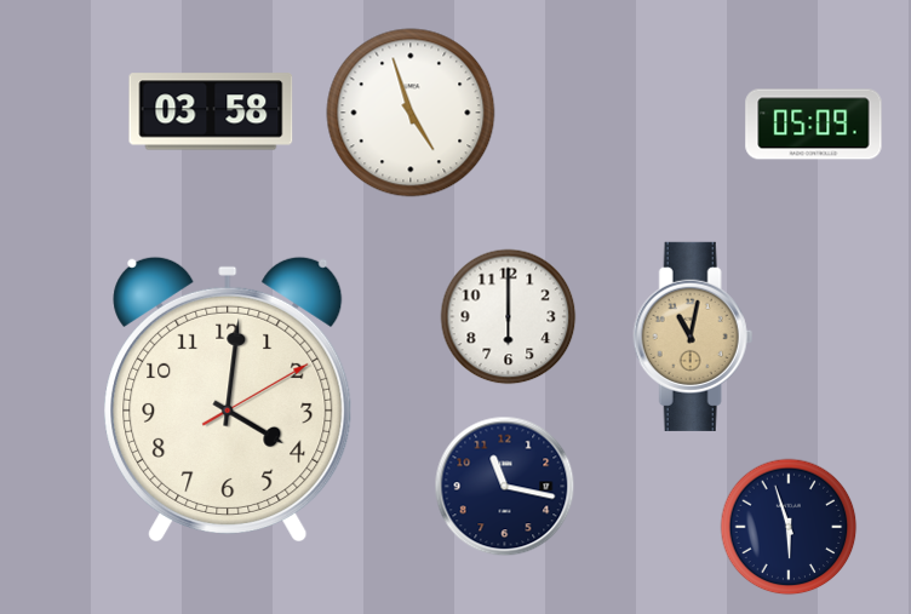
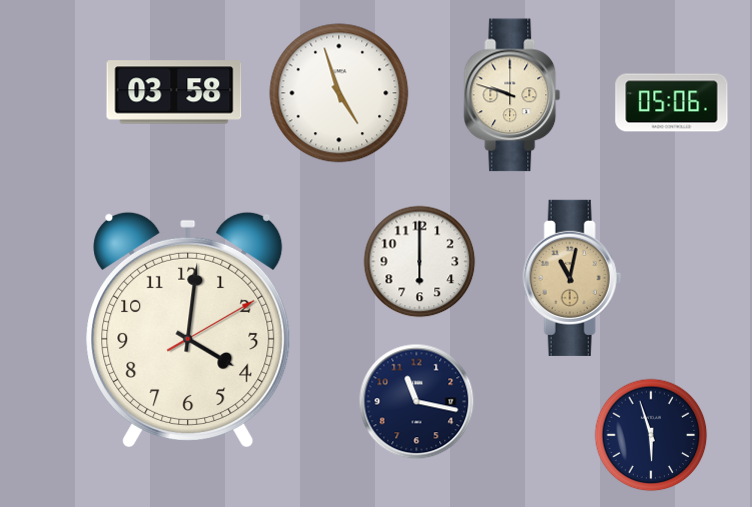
clock at (512, 95): none -> 9:48
clock at (814, 125): 05:09 -> 05:06
